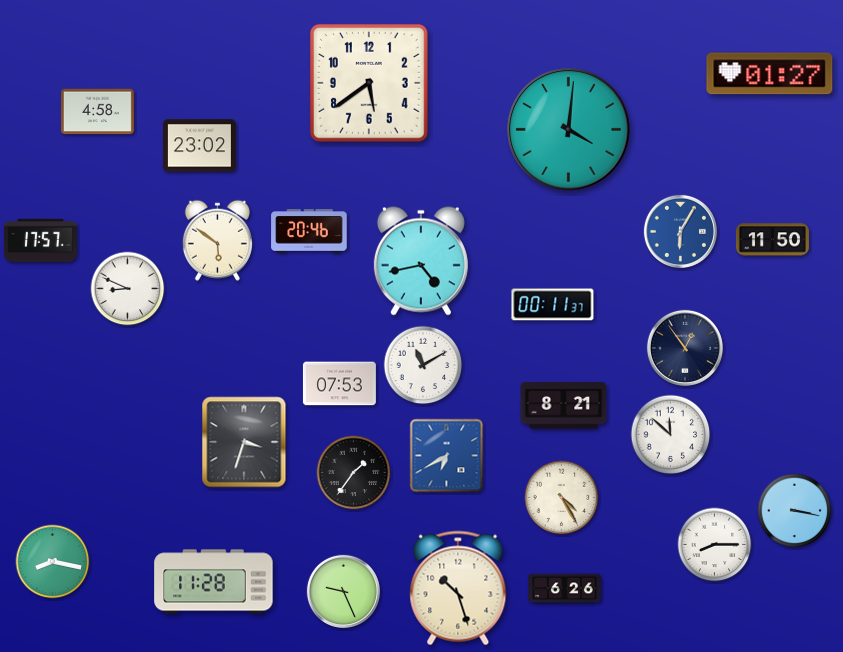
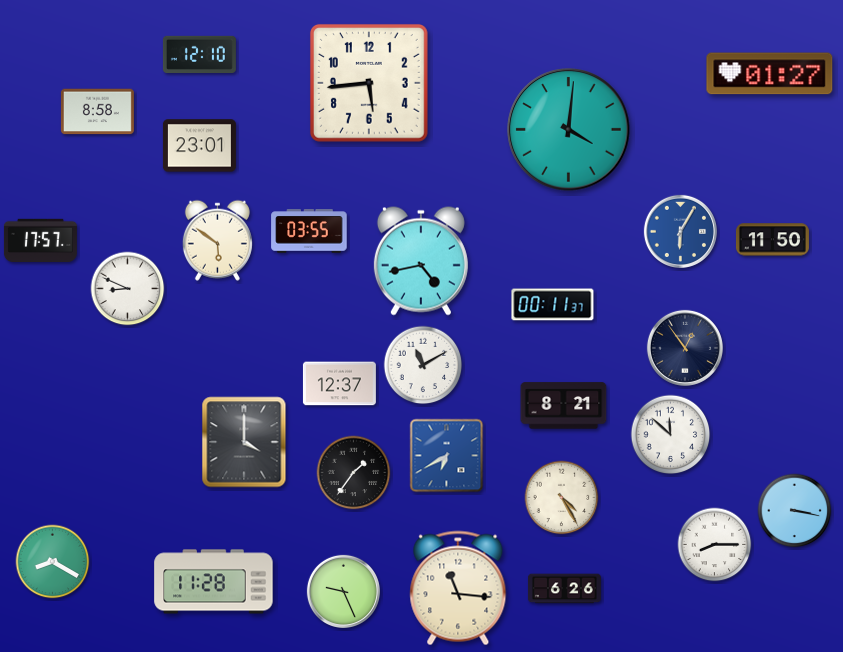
clock at (199, 54): none -> 12:10
clock at (369, 83): 5:39 -> 5:44
clock at (97, 112): 4:58 -> 8:58
clock at (199, 146): 23:02 -> 23:01
clock at (309, 231): 20:46 -> 03:55
clock at (339, 384): 07:53 -> 12:37
clock at (244, 442): 3:33 -> 4:00
clock at (53, 562): 8:17 -> 8:20
clock at (458, 588): 10:27 -> 11:16
